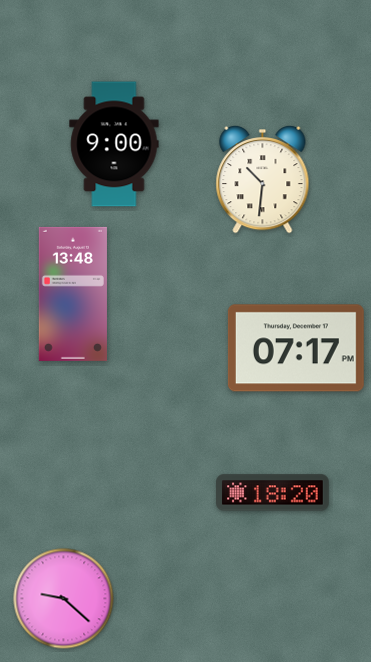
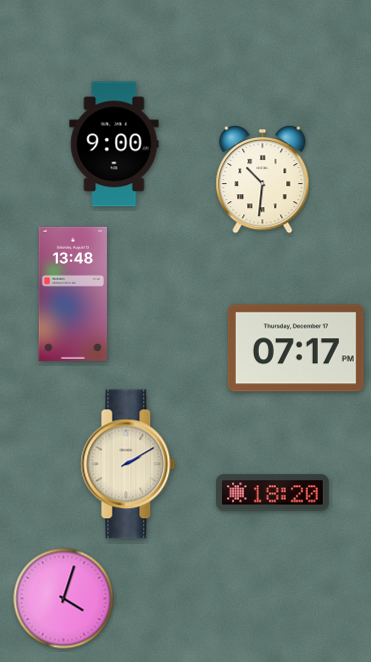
clock at (128, 464): none -> 2:10
clock at (64, 599): 9:22 -> 4:03
